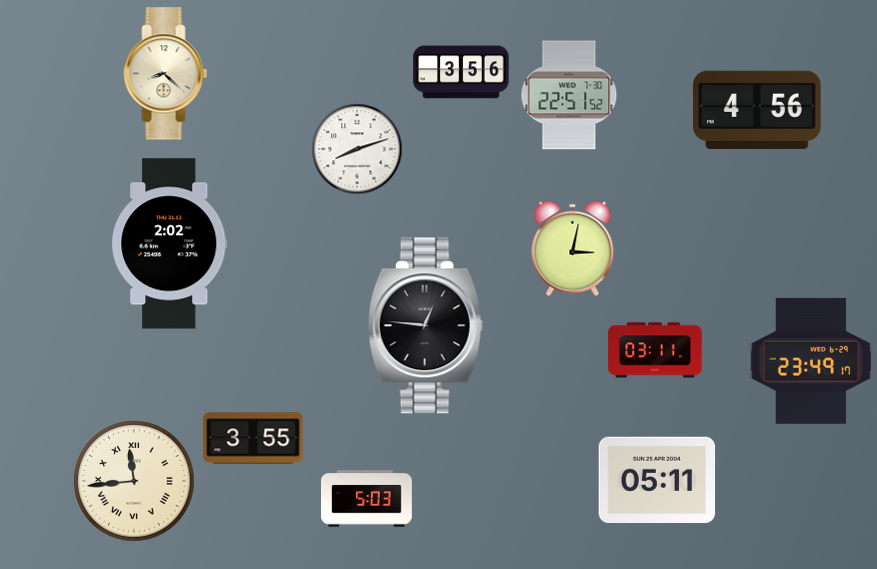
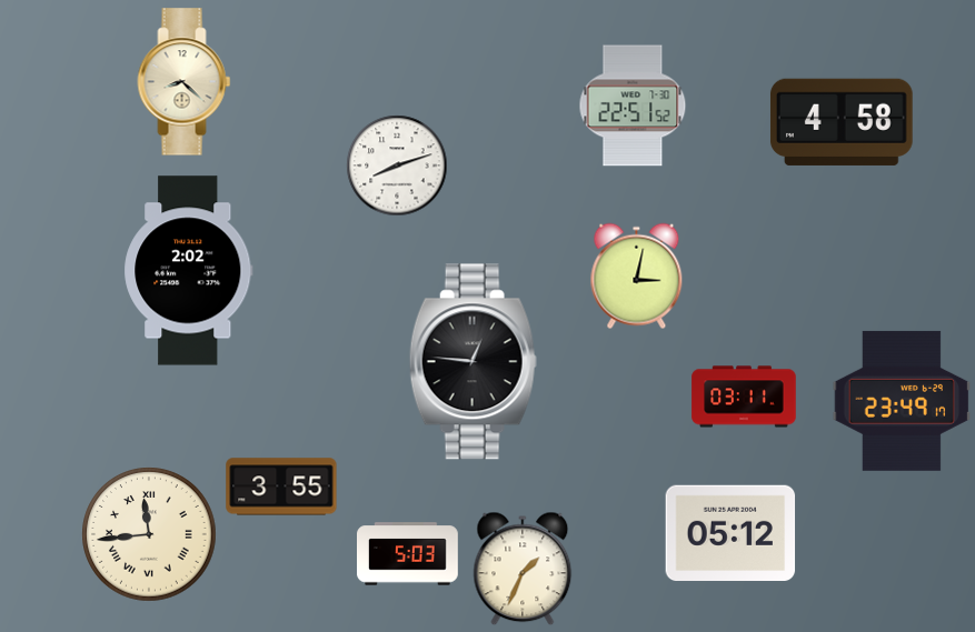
clock at (461, 72): 3:56 -> none
clock at (757, 110): 4:56 -> 4:58
clock at (655, 350) position: (655, 350) -> (744, 397)
clock at (657, 479): 05:11 -> 05:12
clock at (523, 569): none -> 1:34
